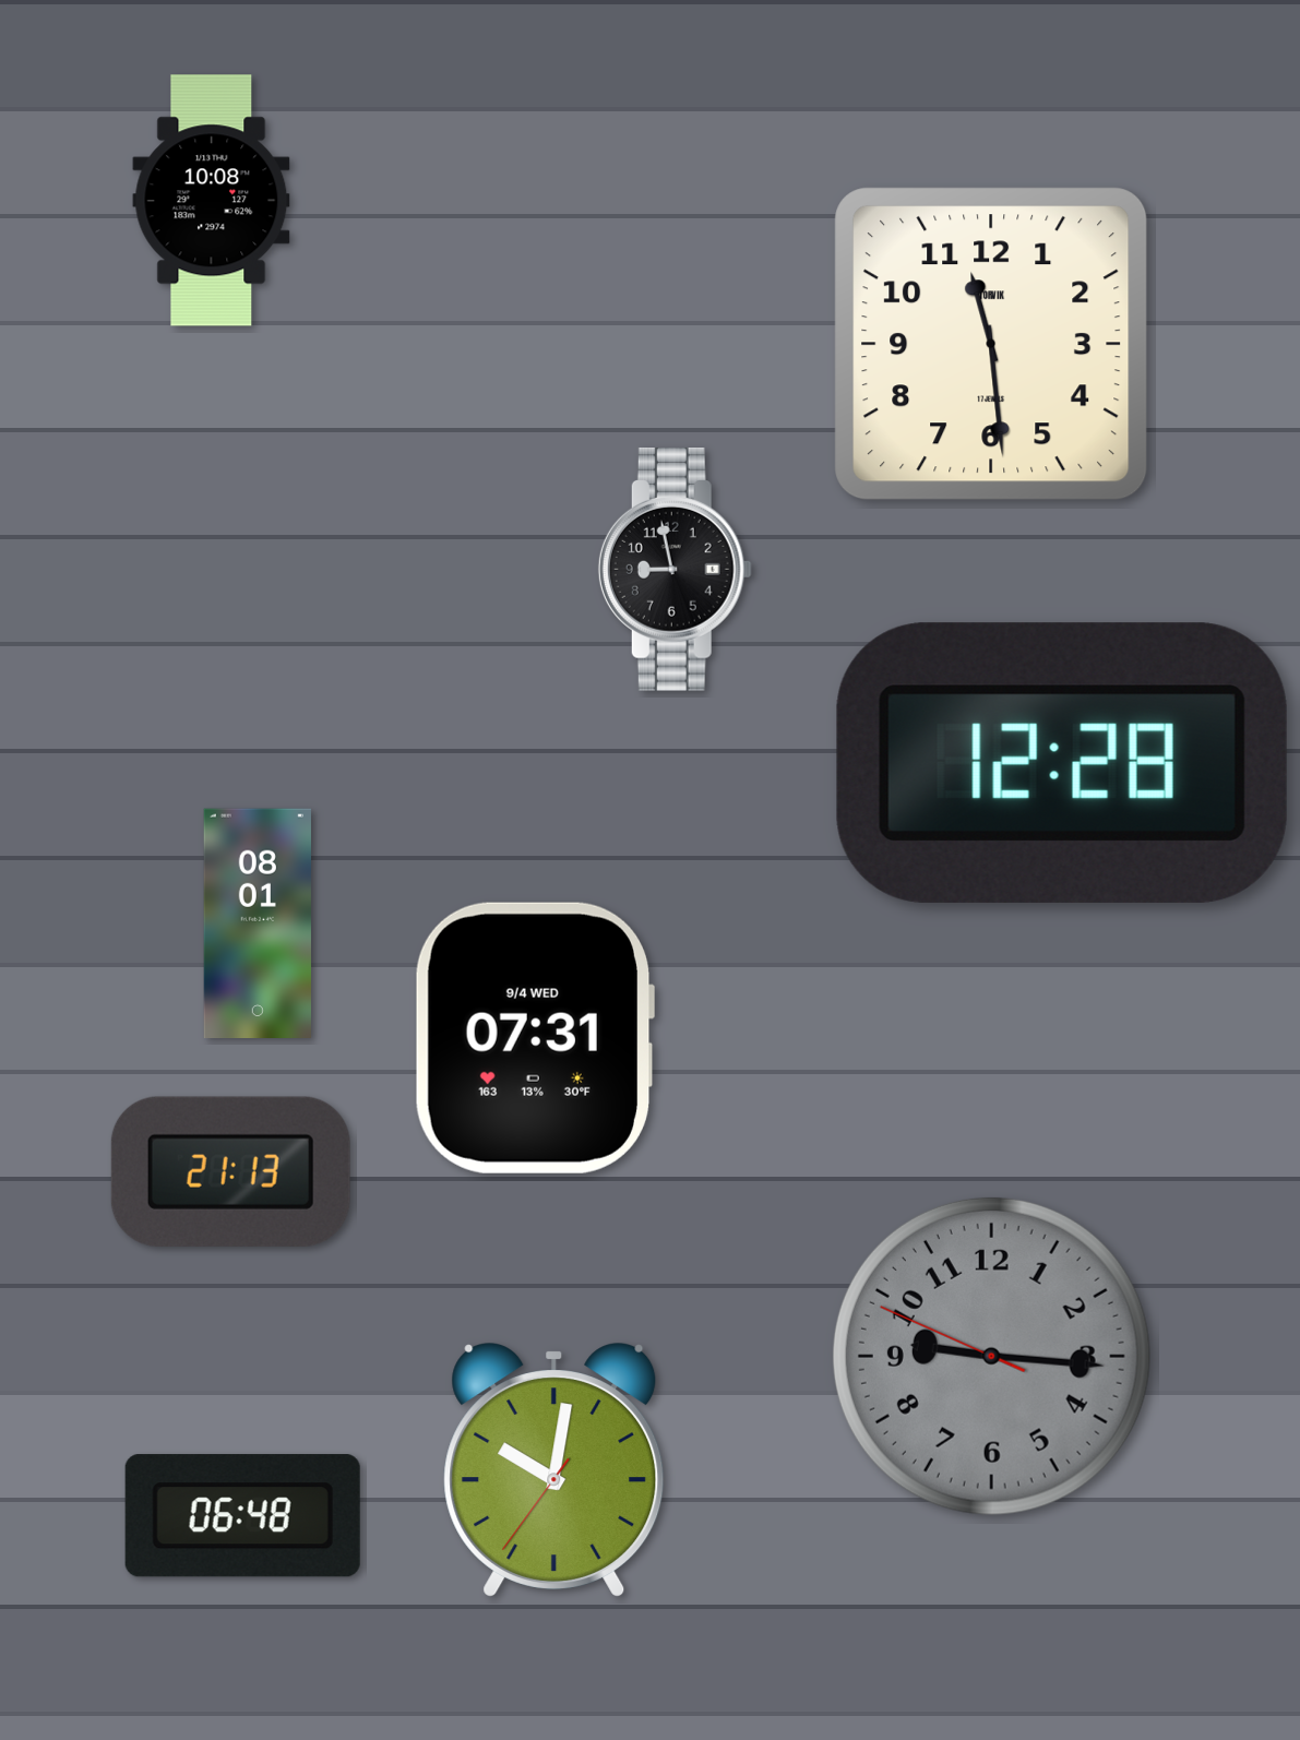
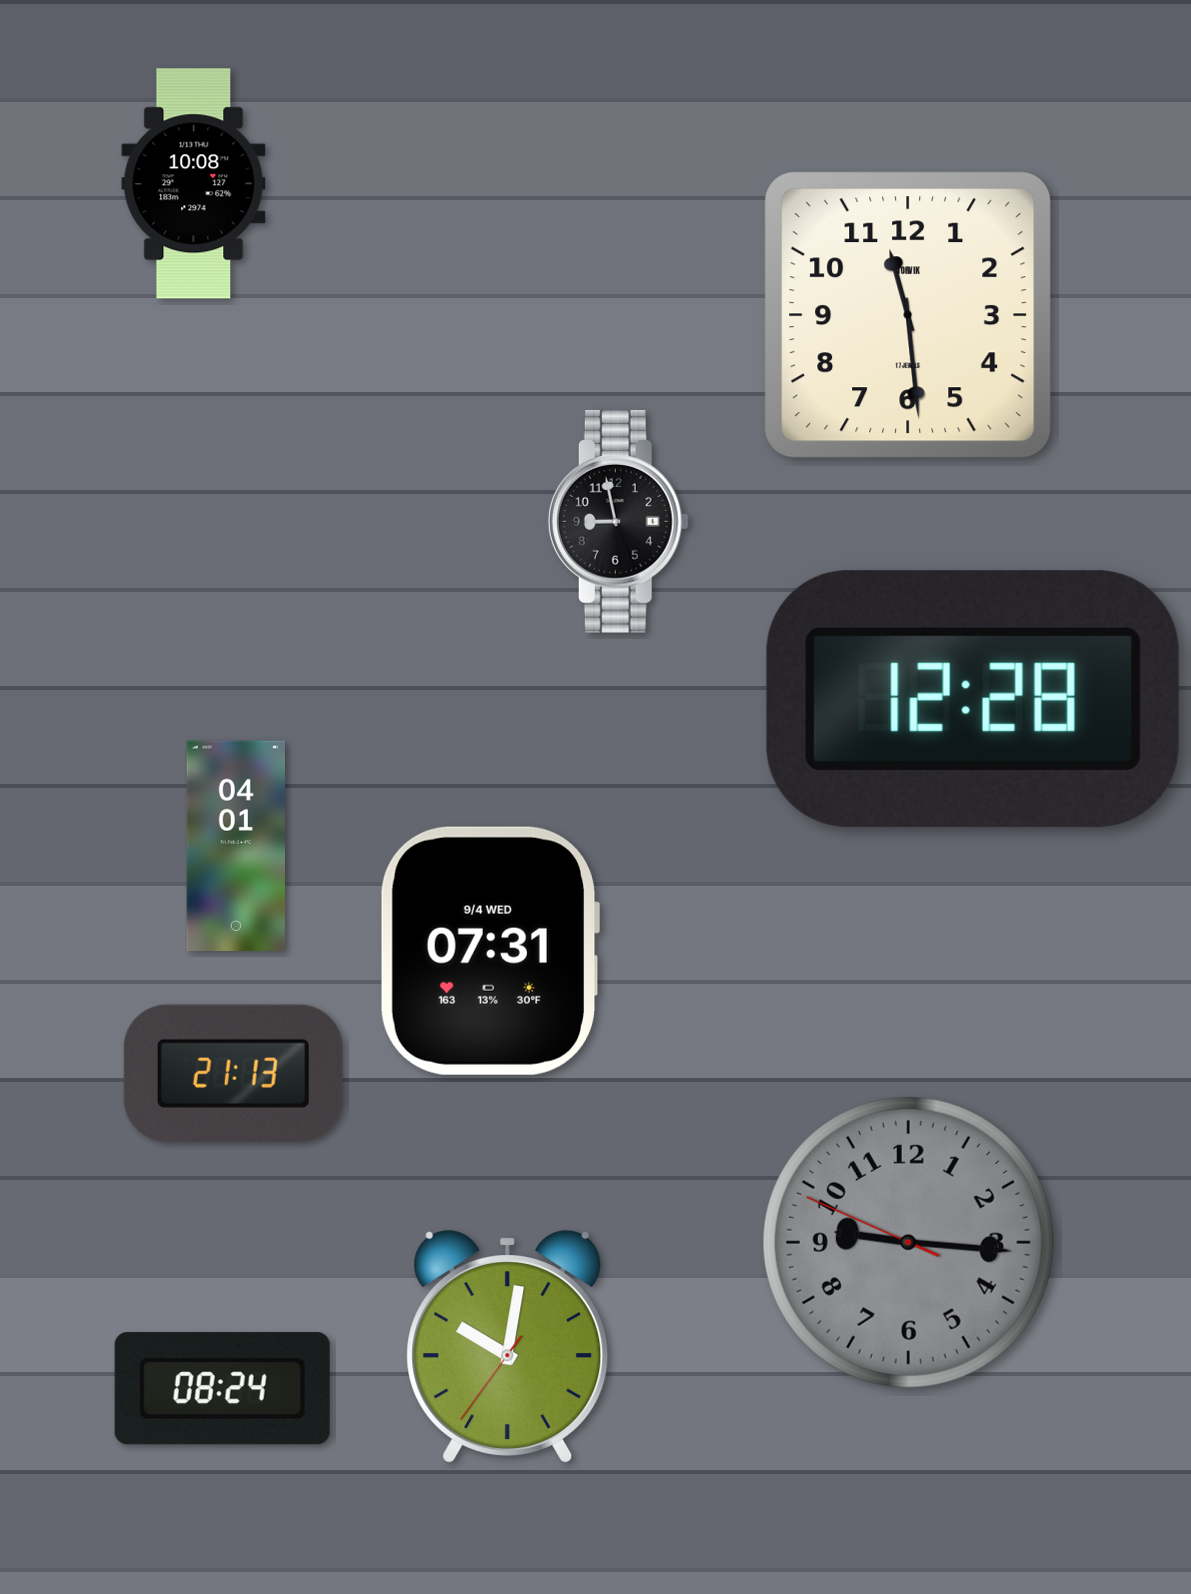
clock at (258, 922): 08:01 -> 04:01
clock at (230, 1171) position: (230, 1171) -> (233, 1073)
clock at (242, 1516): 06:48 -> 08:24
